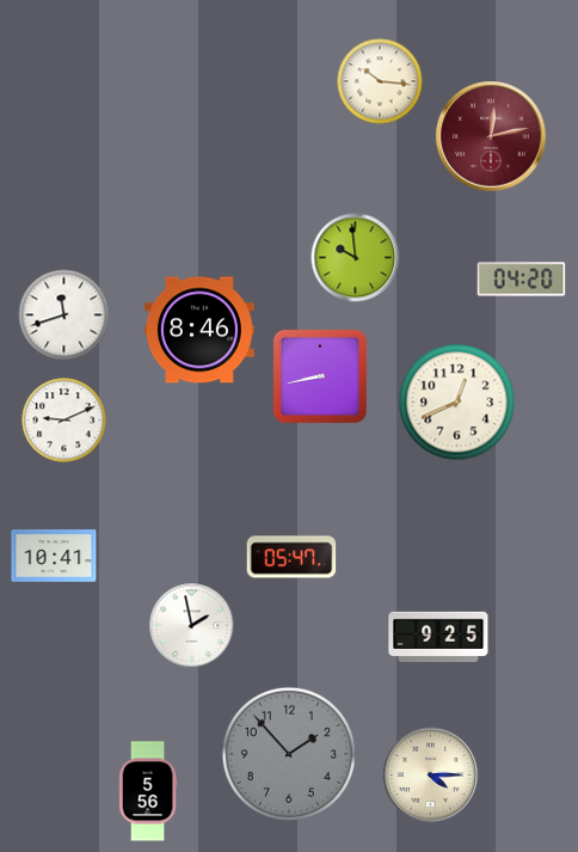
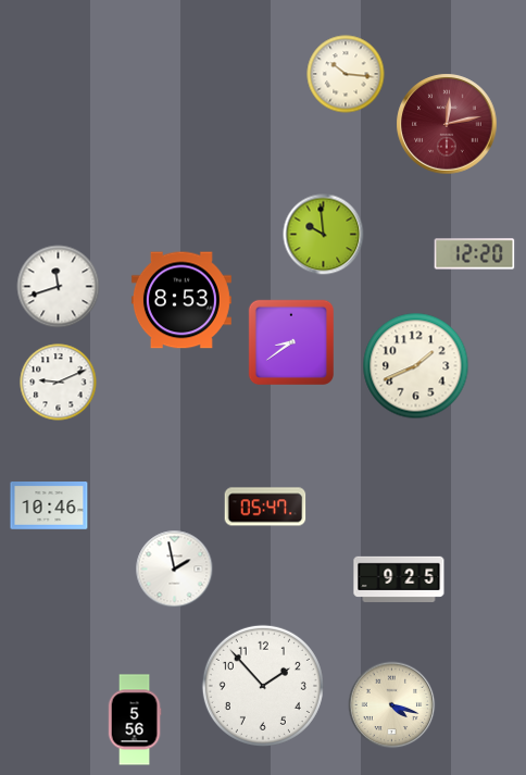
clock at (522, 280): 04:20 -> 12:20
clock at (199, 330): 8:46 -> 8:53
clock at (319, 375): 8:43 -> 8:39
clock at (457, 403): 12:41 -> 1:41
clock at (54, 556): 10:41 -> 10:46
clock at (289, 754) dial: grey -> white
clock at (431, 776): 4:15 -> 4:18
